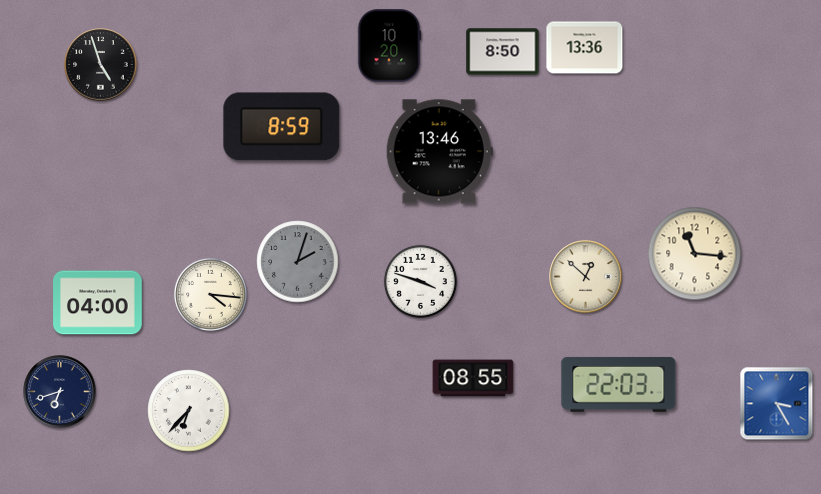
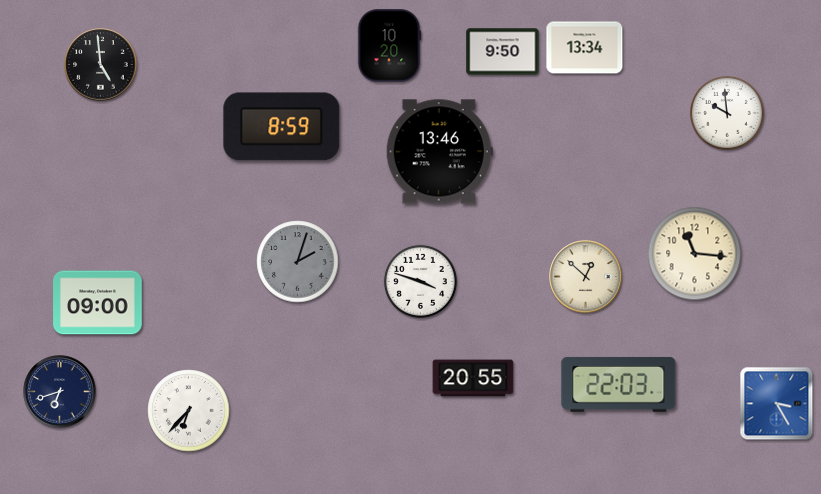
clock at (585, 48): 13:36 -> 13:34
clock at (503, 52): 8:50 -> 9:50
clock at (101, 65): 4:57 -> 4:59
clock at (727, 113): none -> 9:59
clock at (210, 294): 4:16 -> none
clock at (98, 303): 04:00 -> 09:00
clock at (473, 378): 08:55 -> 20:55
